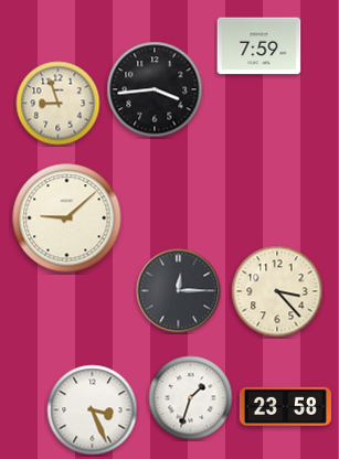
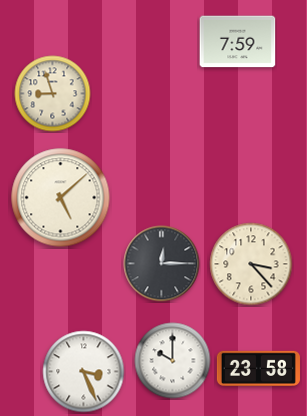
clock at (259, 46) position: (259, 46) -> (238, 42)
clock at (155, 89): 3:44 -> none
clock at (67, 218): 9:08 -> 5:08
clock at (191, 398): 1:33 -> 10:00
